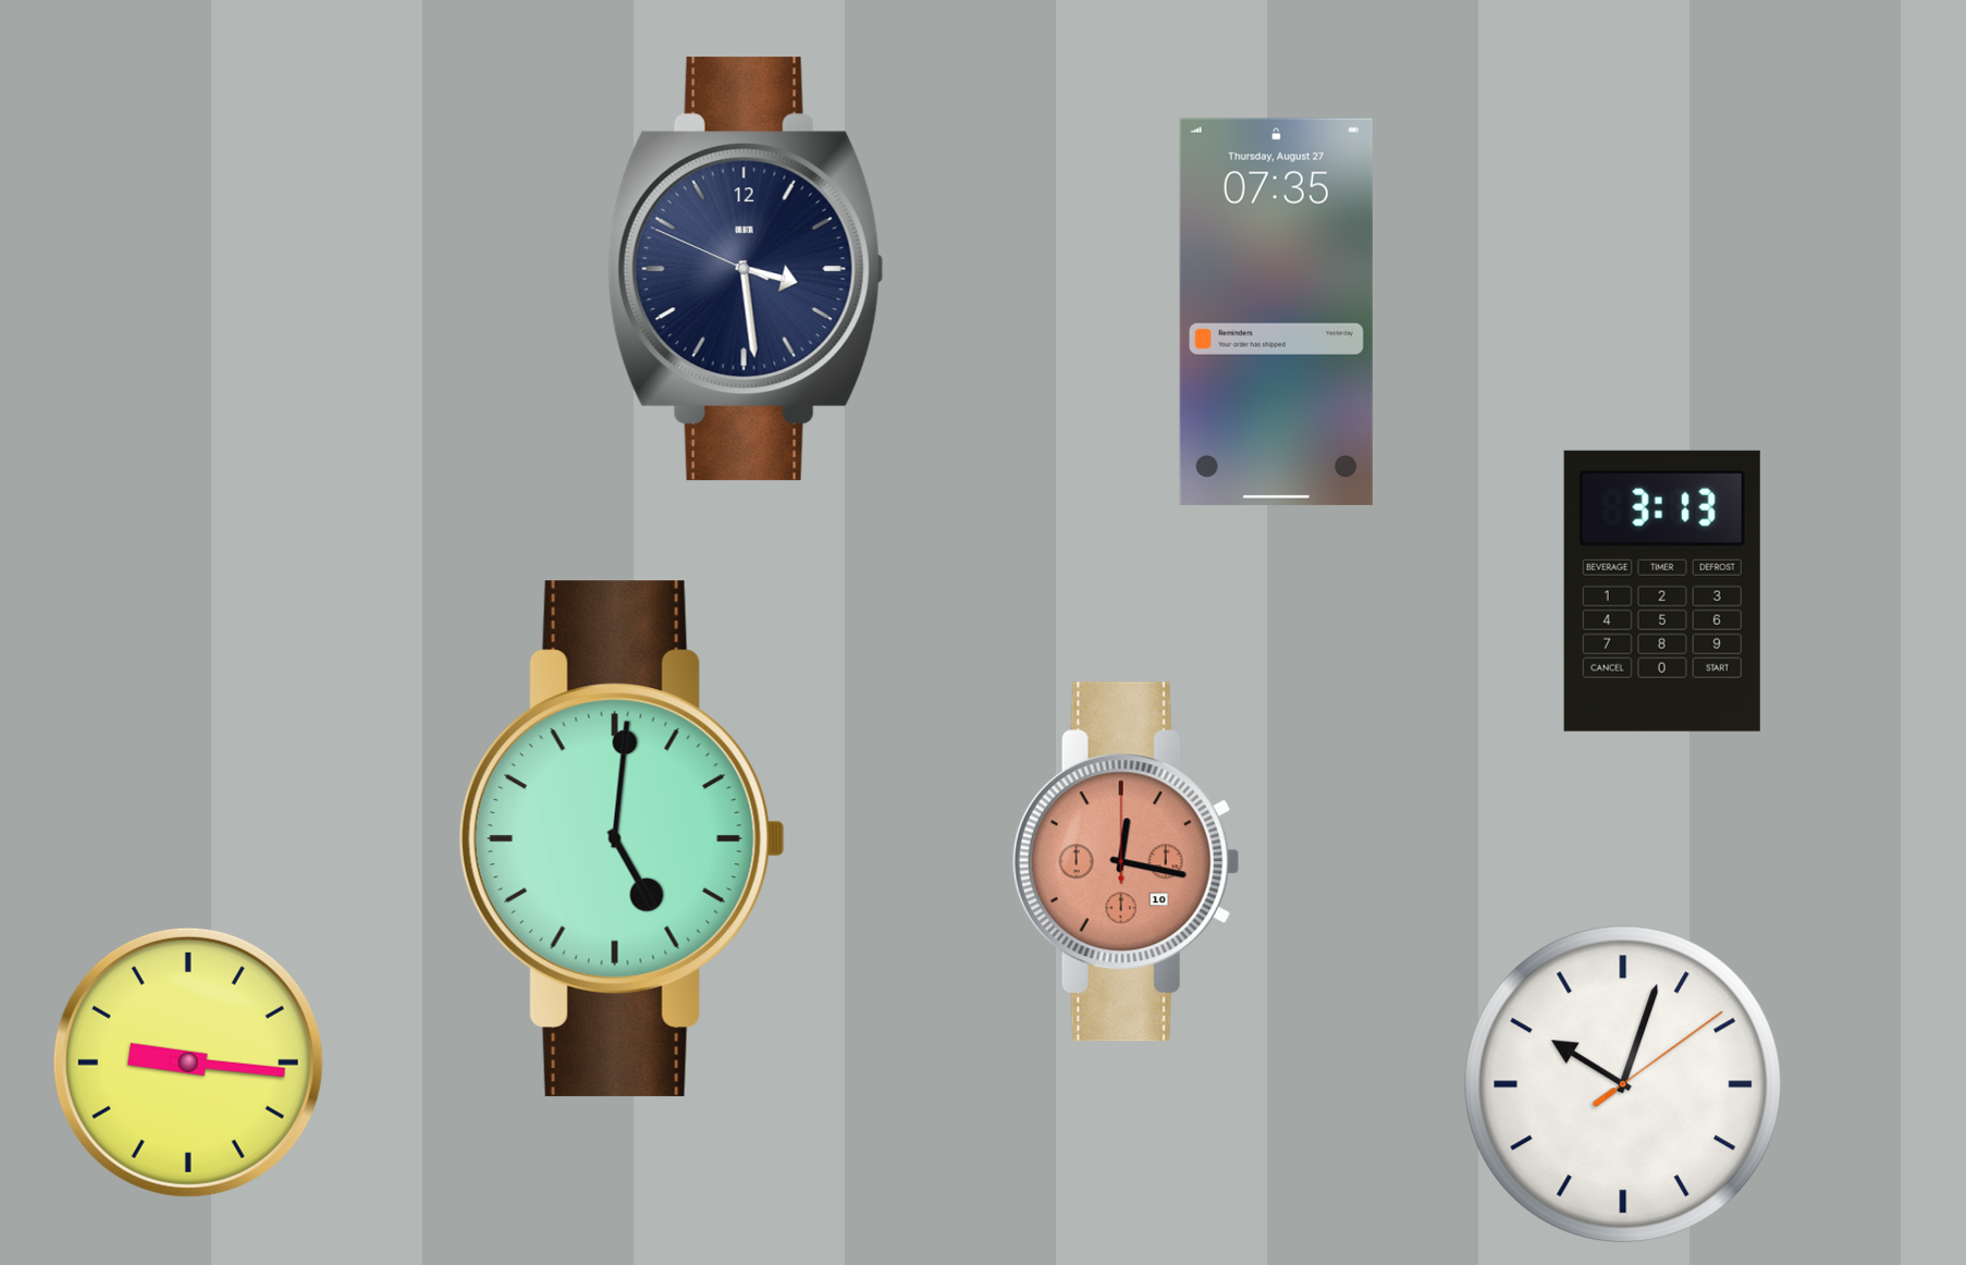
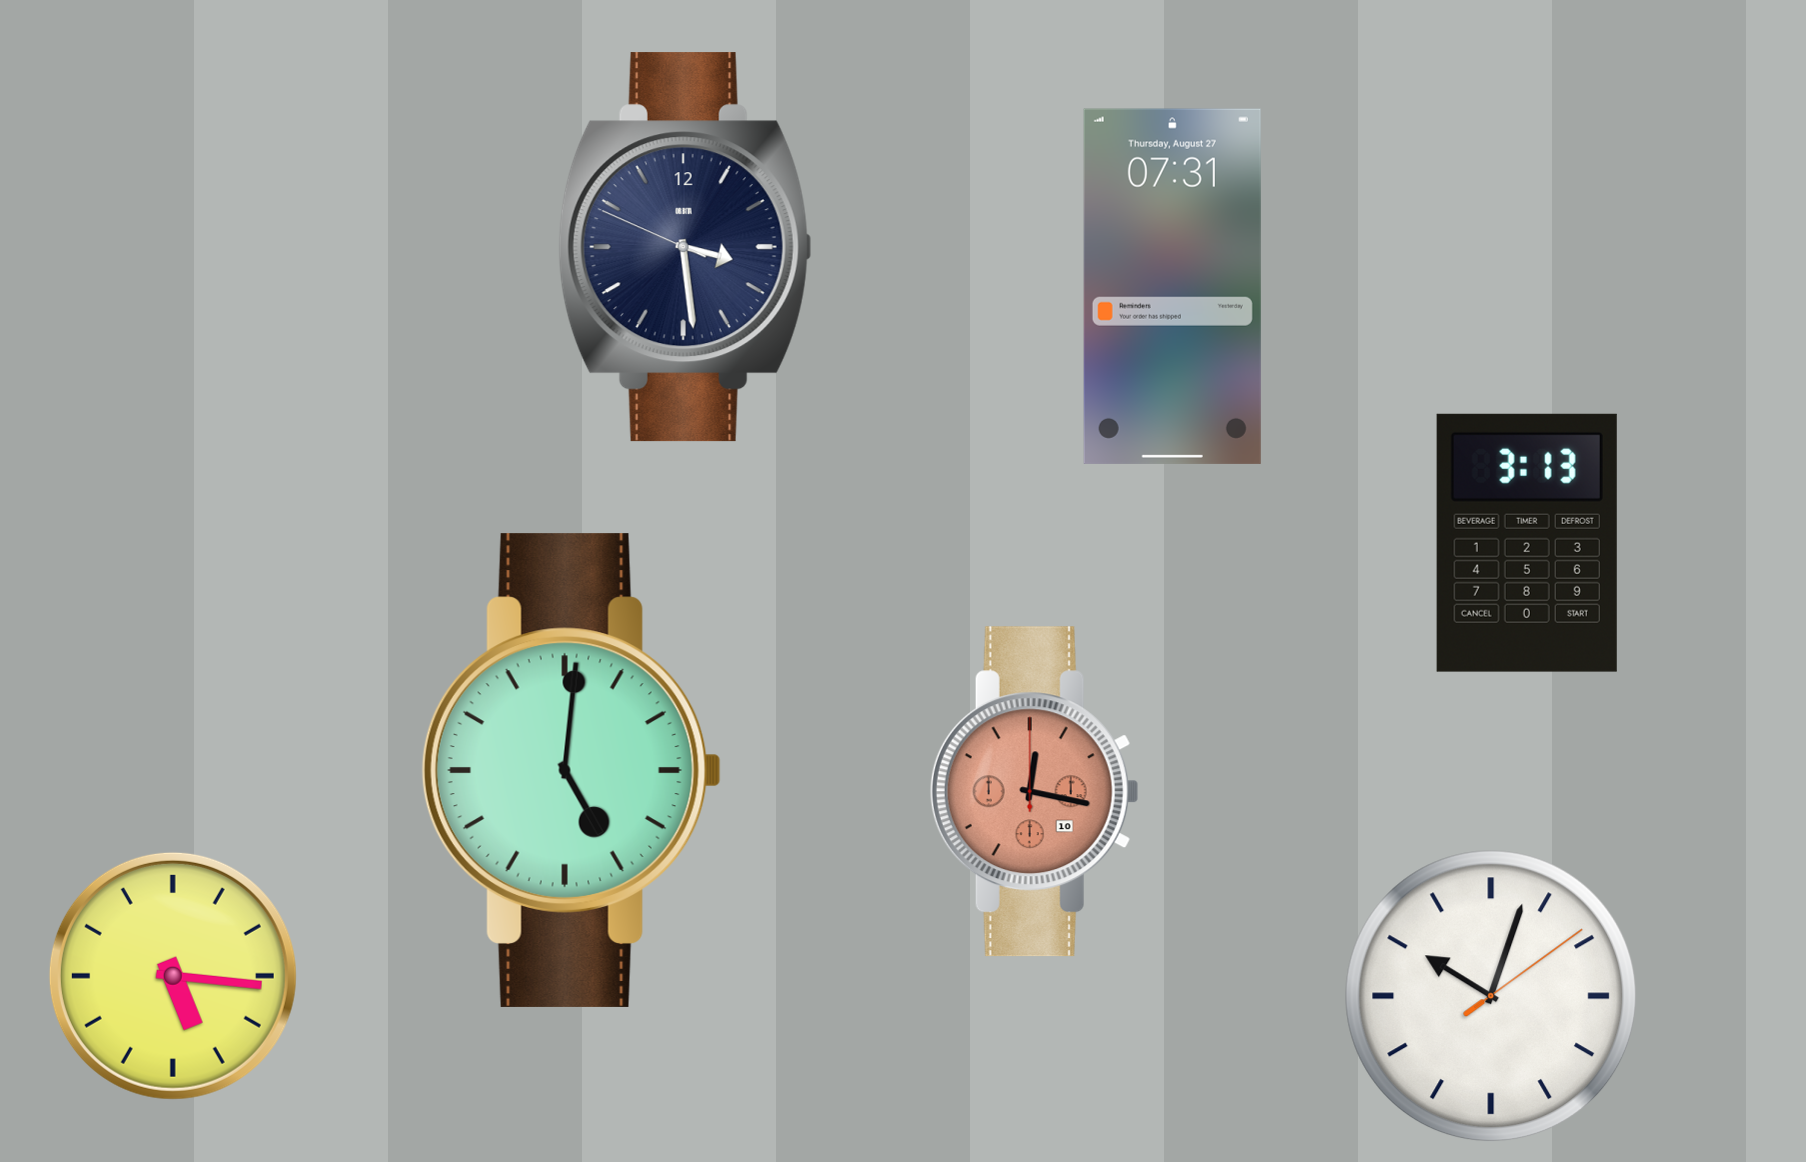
clock at (1276, 311): 07:35 -> 07:31
clock at (188, 1063): 9:16 -> 5:16
